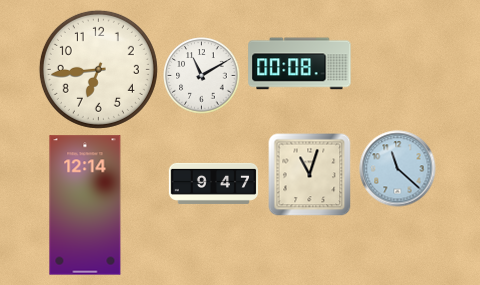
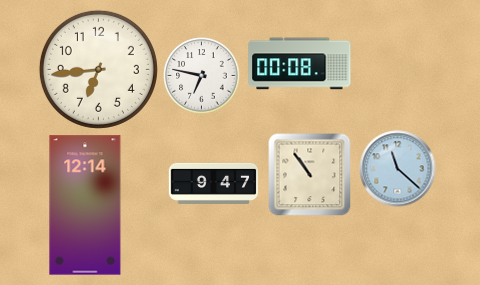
clock at (202, 76): 11:10 -> 6:47
clock at (310, 175): 11:03 -> 10:54
